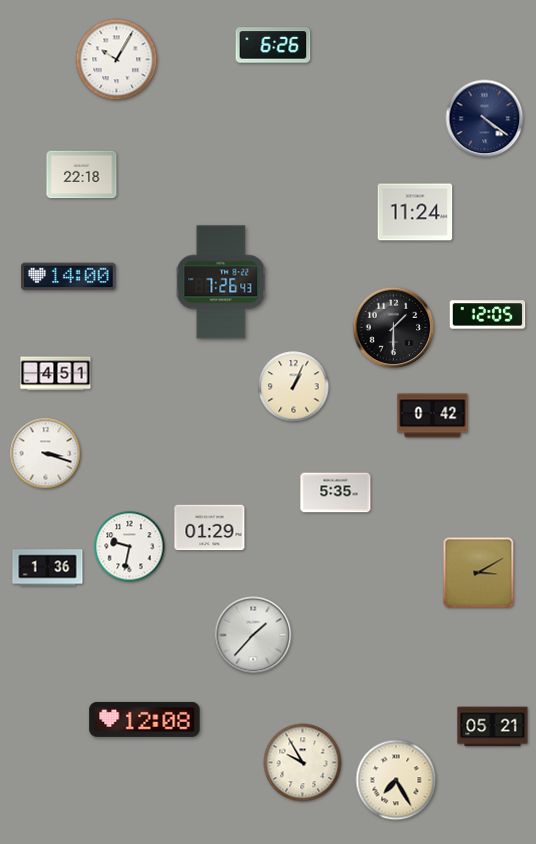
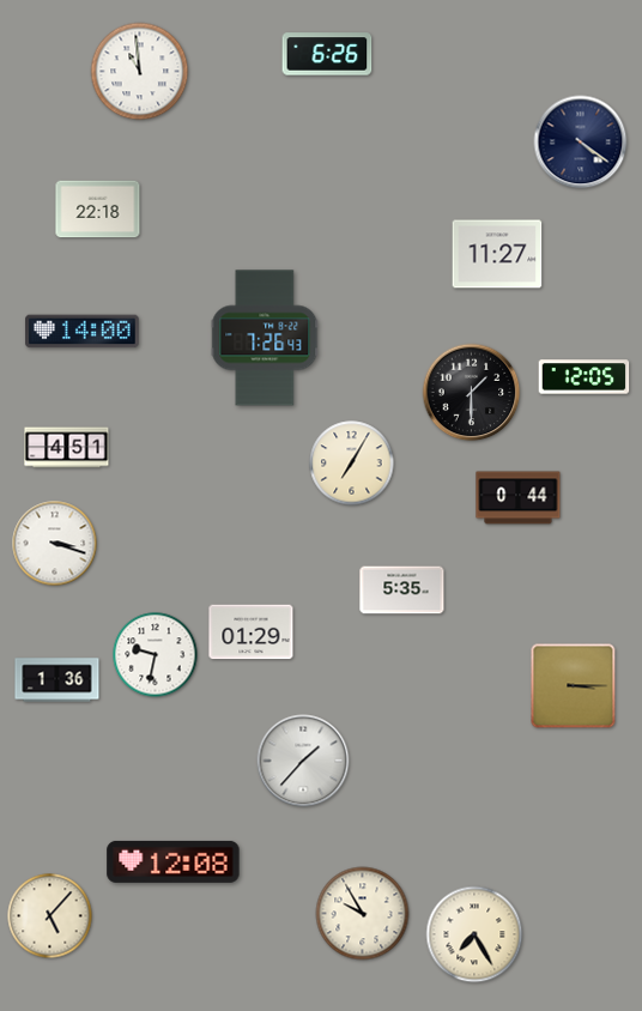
clock at (117, 60): 10:05 -> 10:59
clock at (415, 212): 11:24 -> 11:27
clock at (294, 387): 1:04 -> 7:05
clock at (433, 416): 0:42 -> 0:44
clock at (479, 573): 3:10 -> 3:15
clock at (493, 727): 05:21 -> none
clock at (50, 916): none -> 5:07
